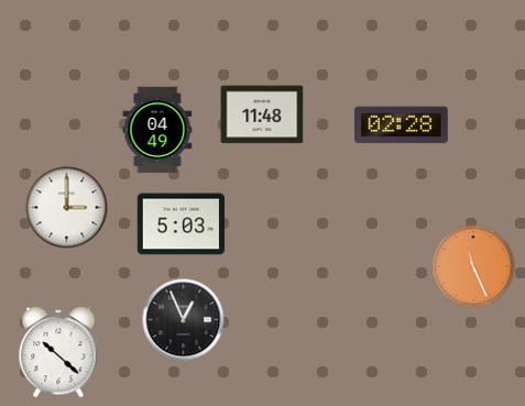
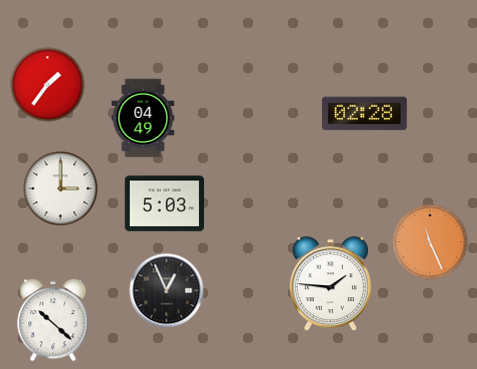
clock at (48, 85): none -> 1:36
clock at (262, 114): 11:48 -> none
clock at (330, 284): none -> 1:46
